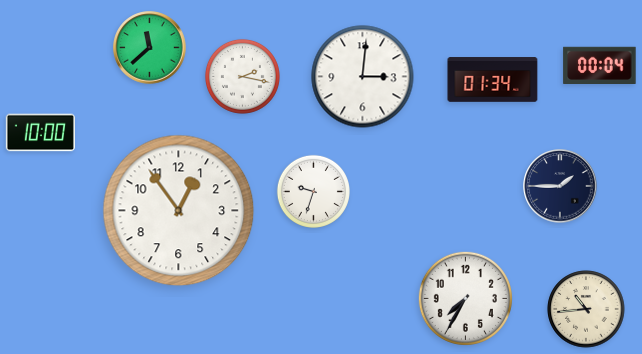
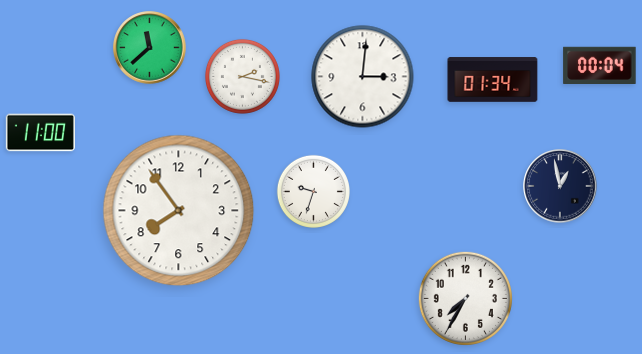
clock at (40, 133): 10:00 -> 11:00
clock at (560, 186): 1:45 -> 12:58
clock at (179, 211): 12:54 -> 7:54
clock at (586, 309): 10:44 -> none
